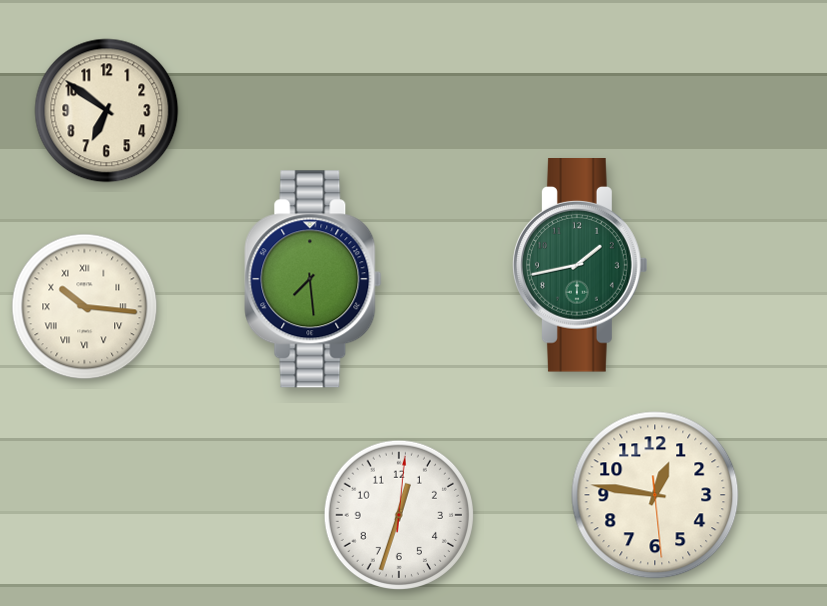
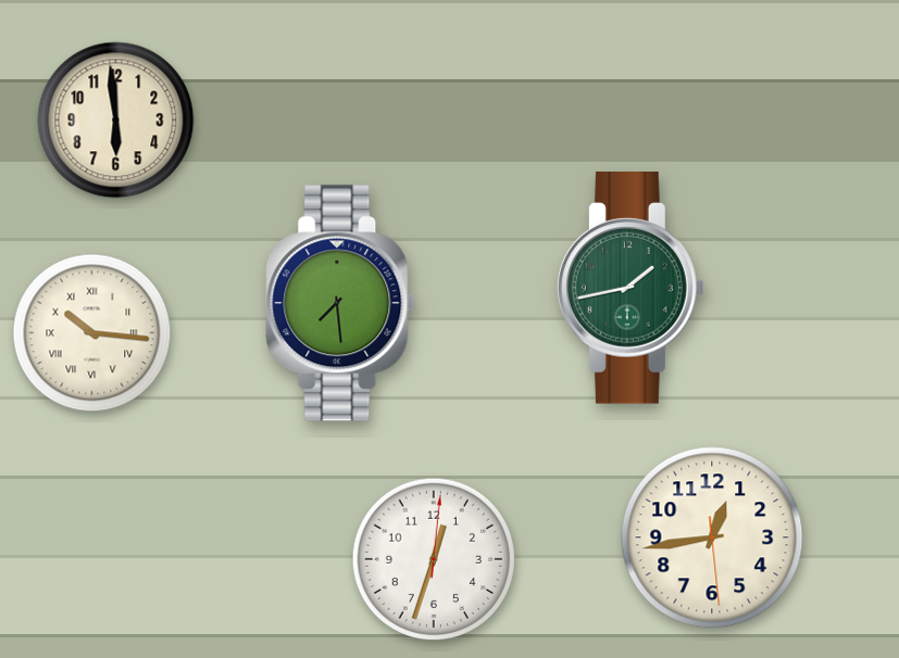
clock at (107, 111): 6:51 -> 5:59
clock at (655, 495): 12:46 -> 12:43
